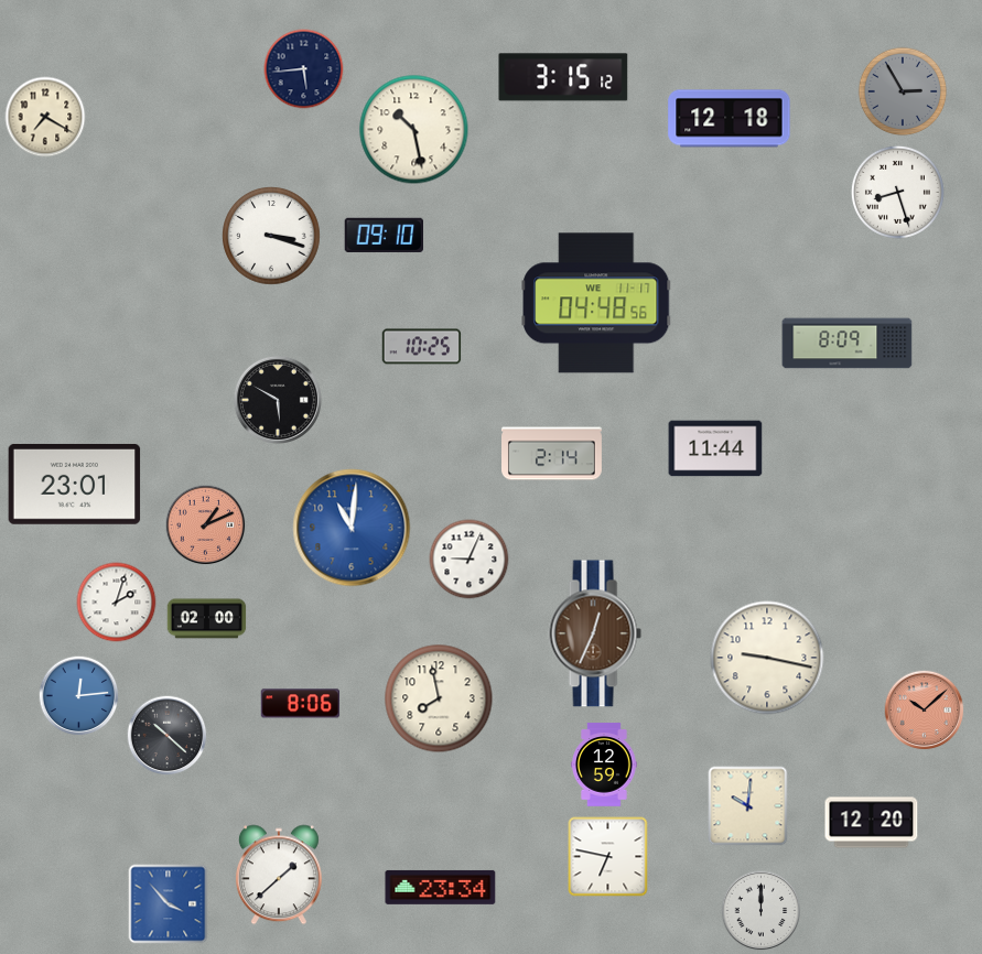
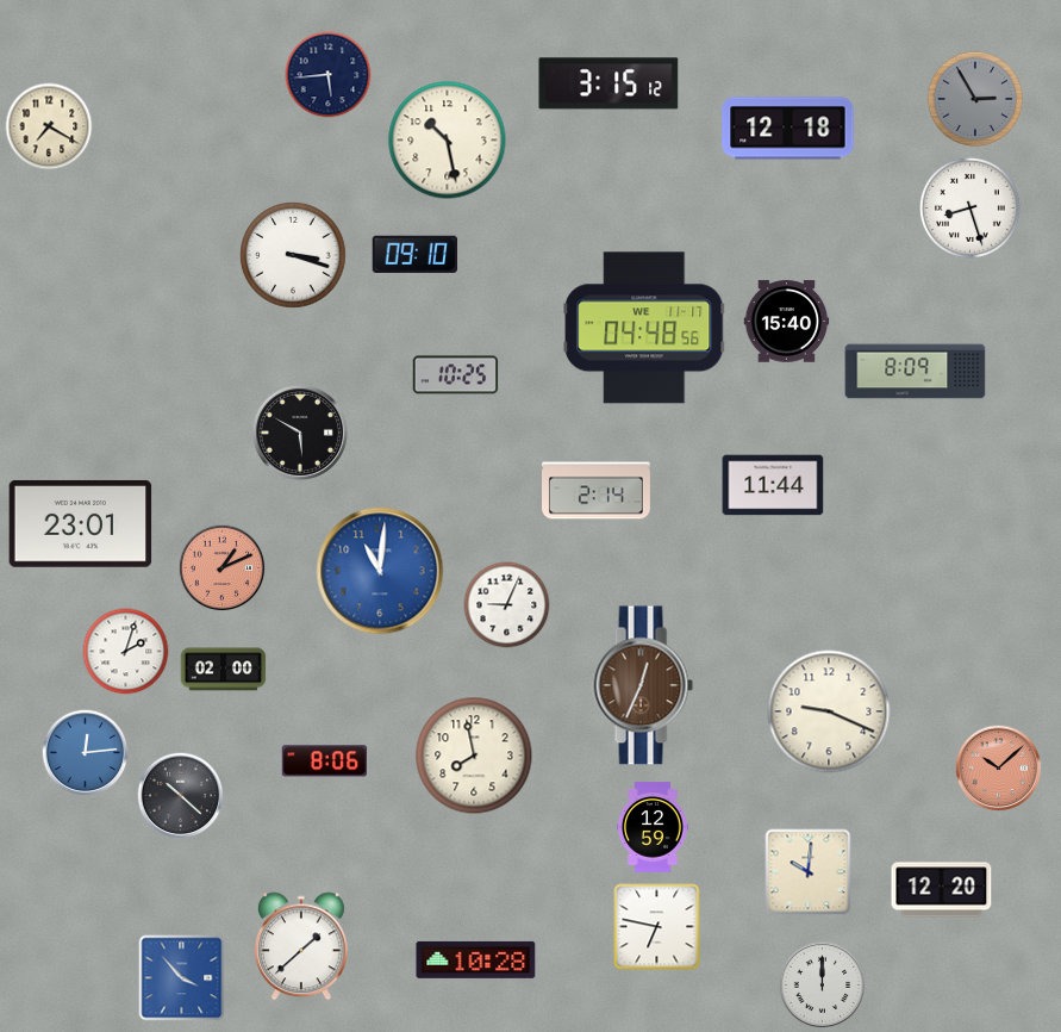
clock at (787, 322): none -> 15:40
clock at (767, 658): 9:17 -> 9:19
clock at (441, 887): 23:34 -> 10:28
